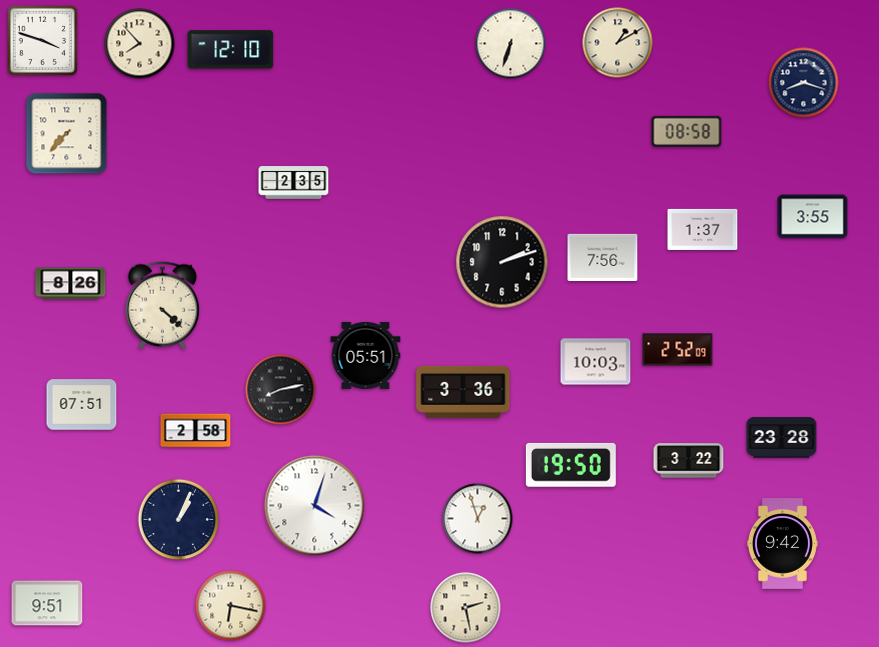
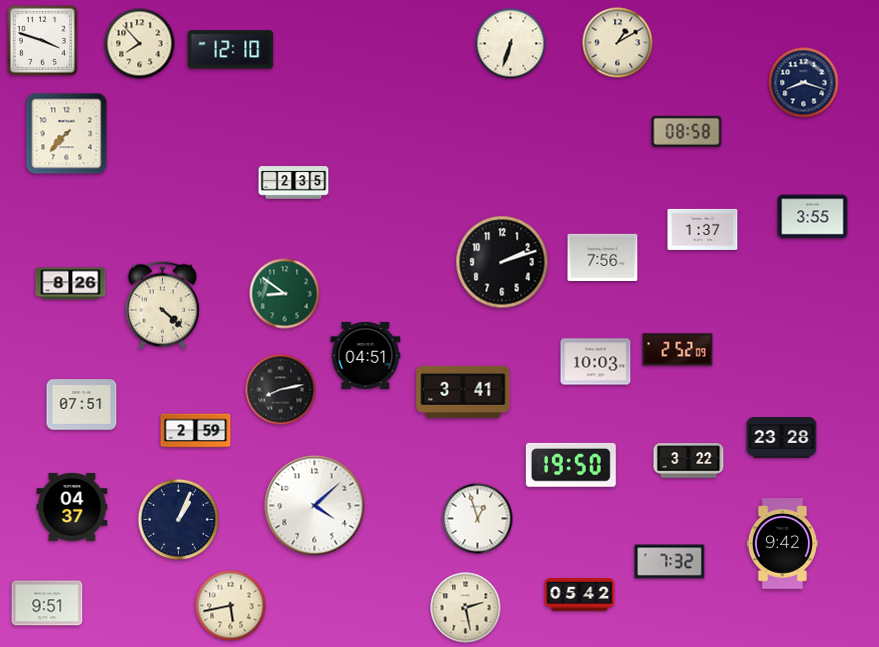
clock at (285, 294): none -> 8:51
clock at (366, 355): 05:51 -> 04:51
clock at (463, 392): 3:36 -> 3:41
clock at (196, 431): 2:58 -> 2:59
clock at (315, 506): 4:03 -> 4:08
clock at (72, 507): none -> 04:37
clock at (670, 562): none -> 7:32
clock at (580, 595): none -> 05:42
clock at (231, 606): 6:17 -> 5:43
